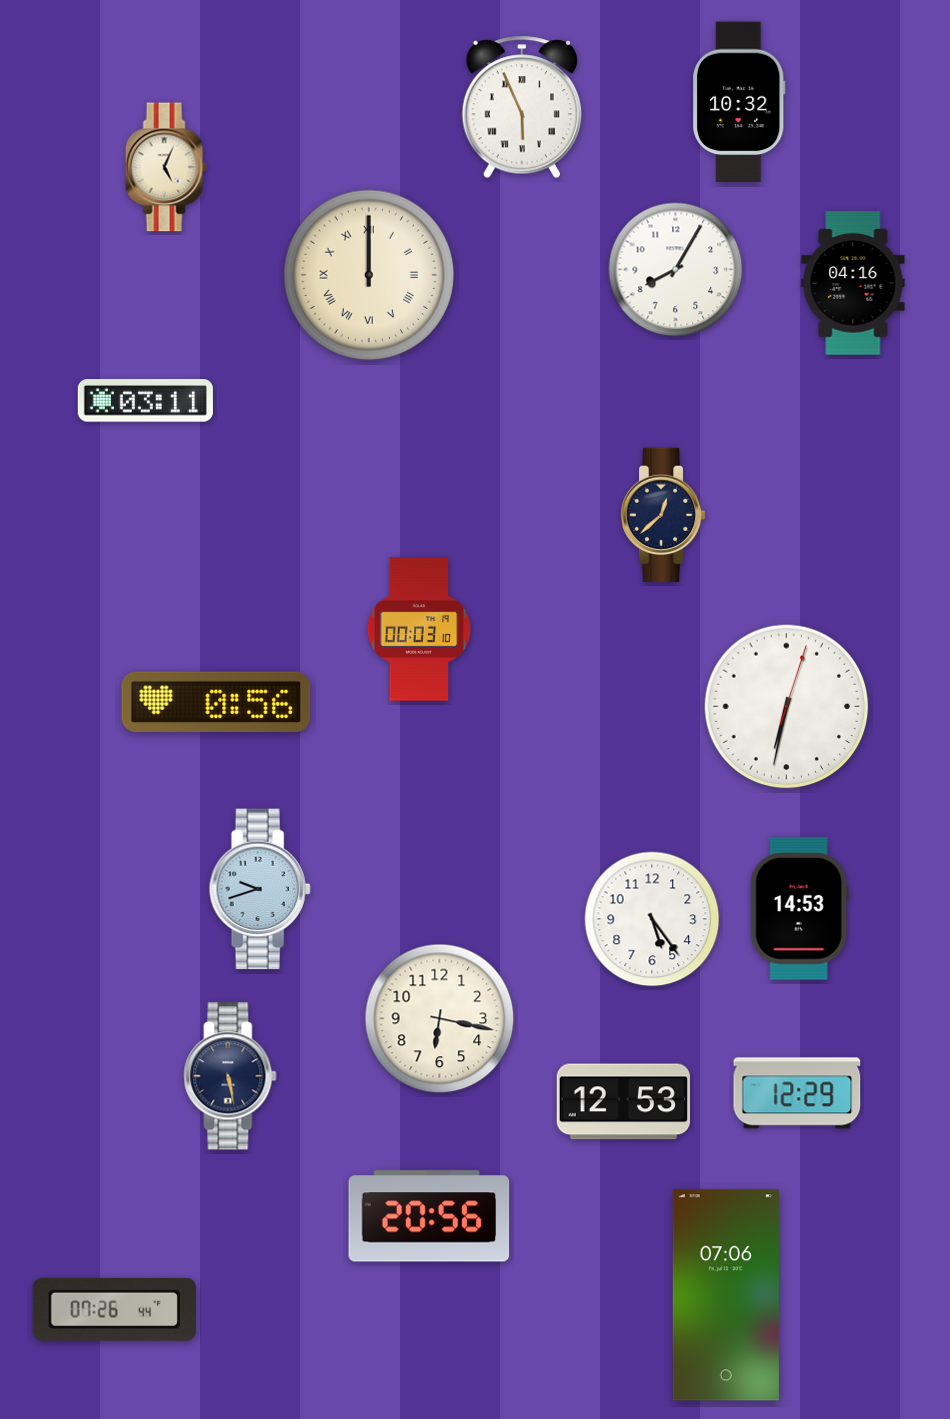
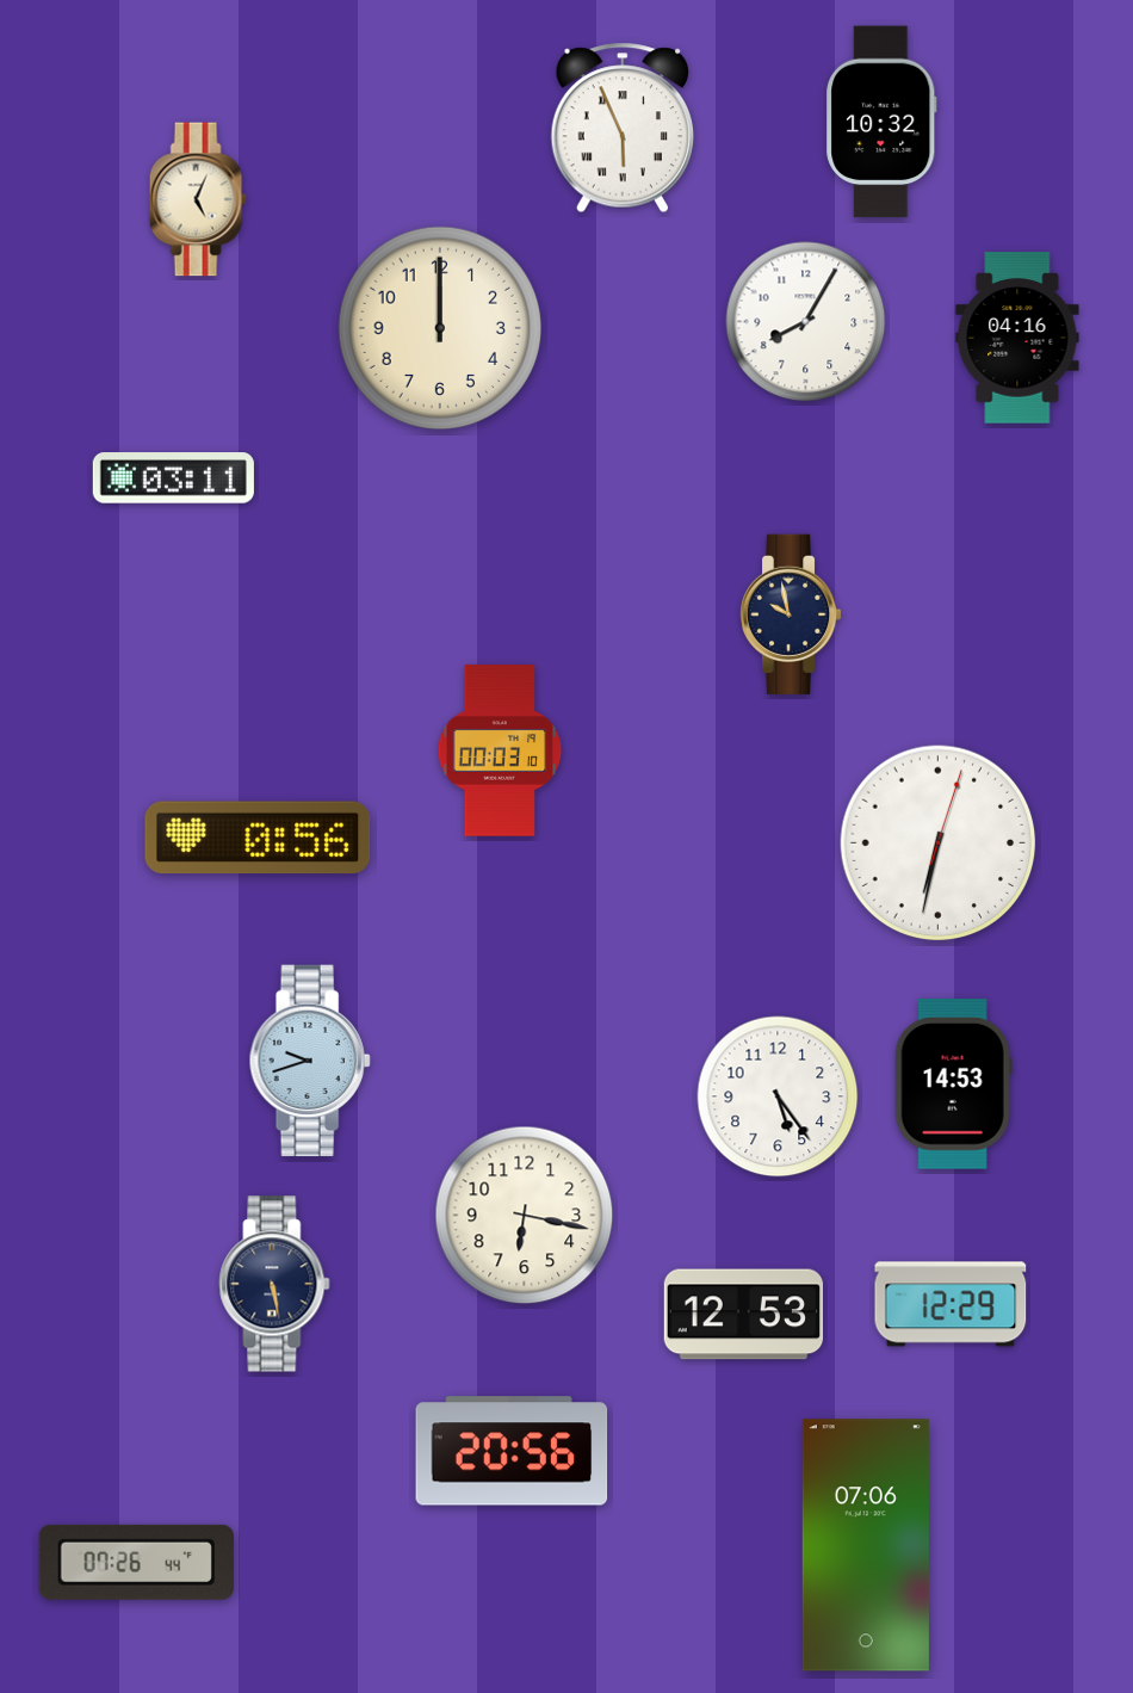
clock at (369, 275) numerals: Roman -> Arabic
clock at (663, 515): 12:38 -> 9:58
